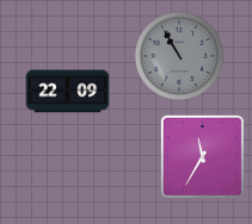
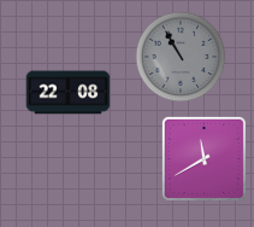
clock at (68, 92): 22:09 -> 22:08
clock at (202, 156): 11:35 -> 11:40
